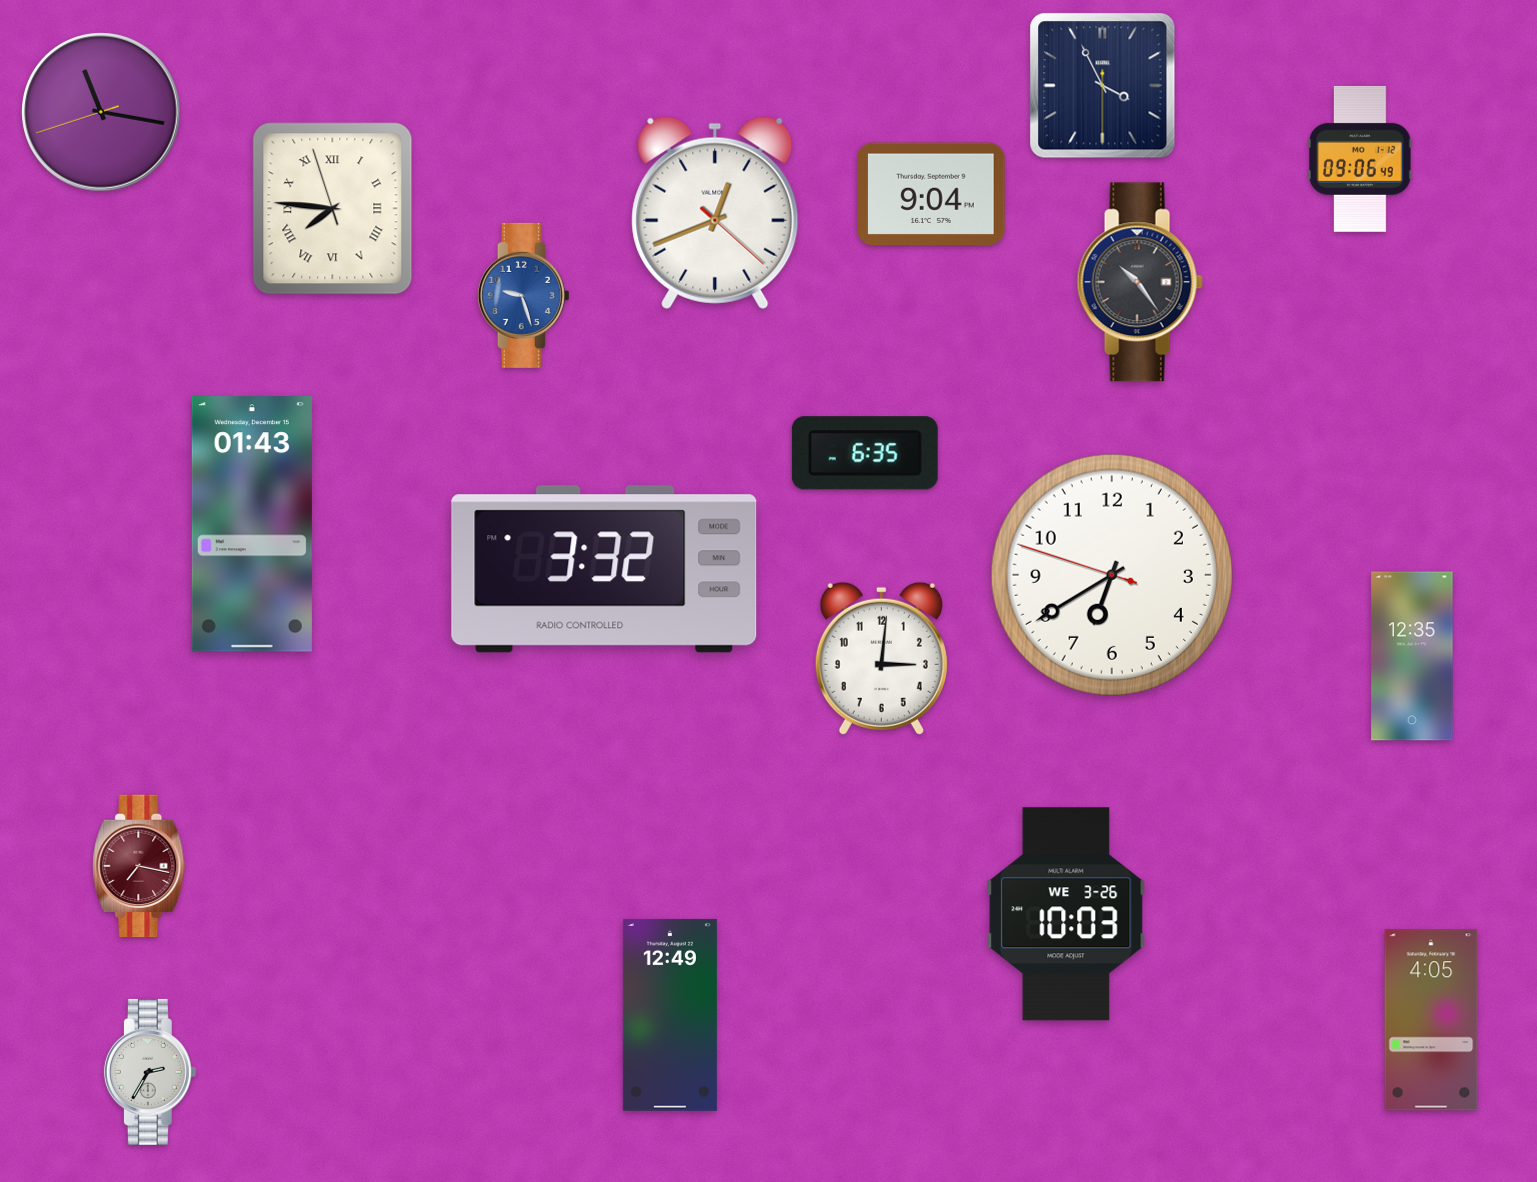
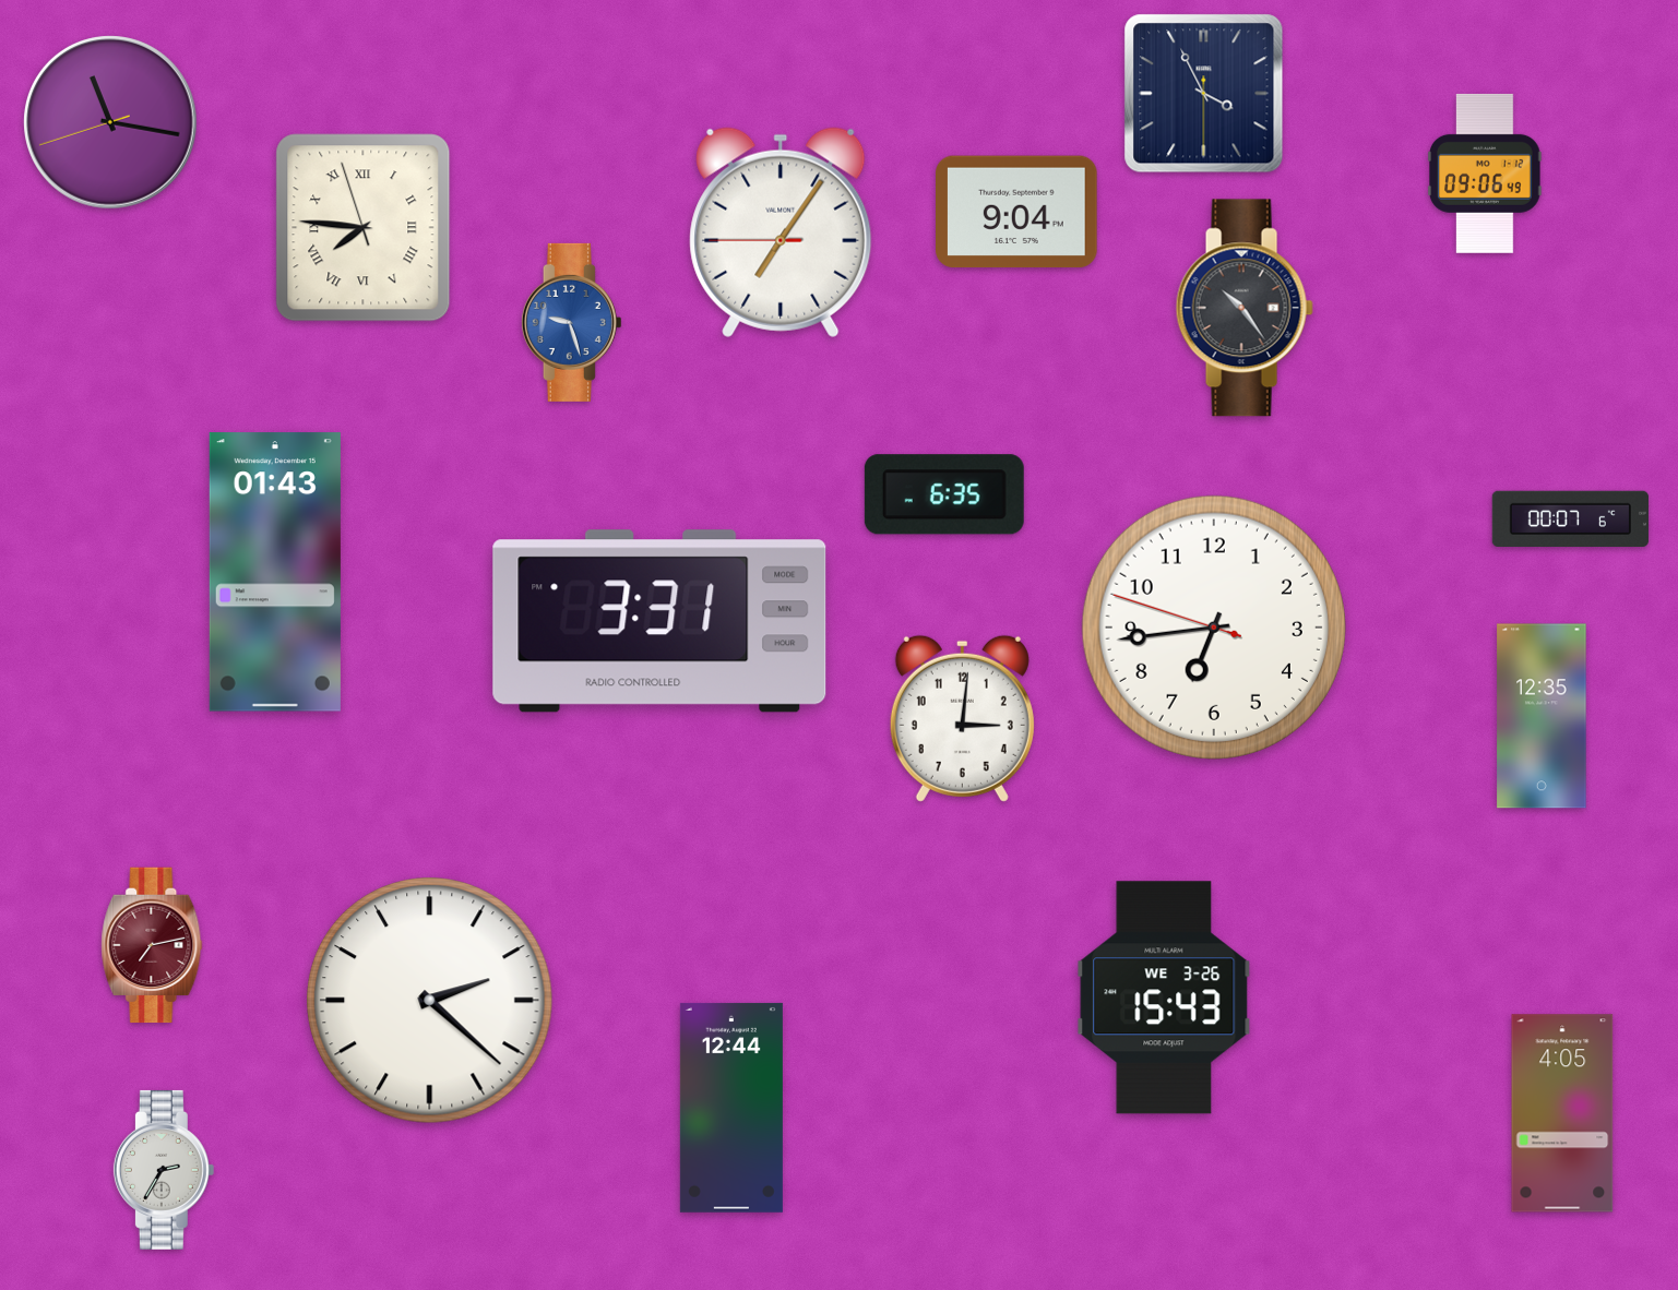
clock at (715, 213): 12:41 -> 7:05
clock at (1570, 518): none -> 00:07
clock at (604, 569): 3:32 -> 3:31
clock at (1112, 575): 6:39 -> 6:43
clock at (139, 866): 7:17 -> 7:13
clock at (1066, 914): 10:03 -> 15:43
clock at (430, 1001): none -> 2:22
clock at (670, 1015): 12:49 -> 12:44
